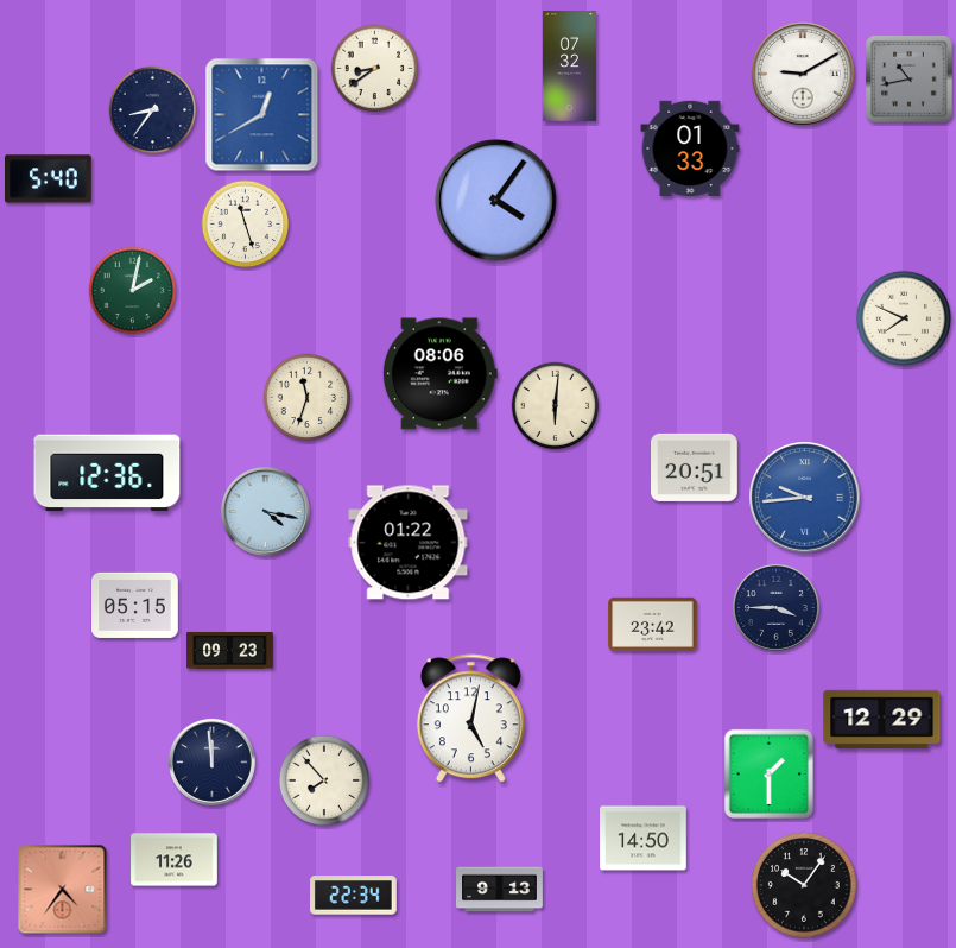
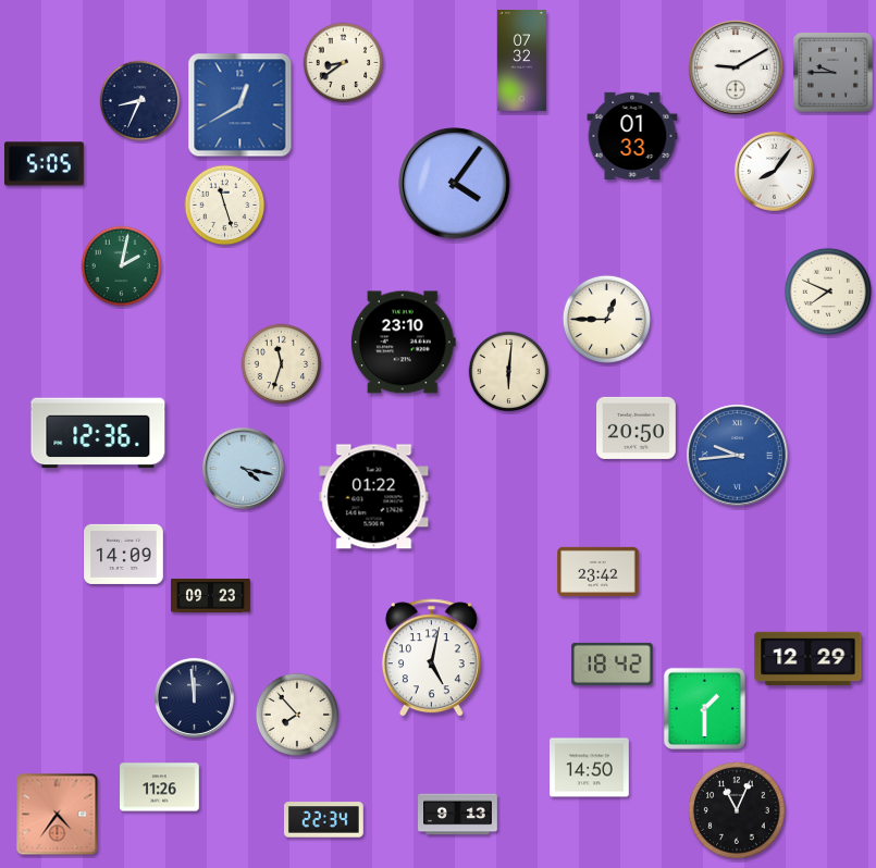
clock at (910, 80): 10:43 -> 9:45
clock at (153, 110): 8:36 -> 8:34
clock at (49, 179): 5:40 -> 5:05
clock at (774, 171): none -> 8:06
clock at (606, 319): none -> 12:45
clock at (439, 374): 08:06 -> 23:10
clock at (695, 467): 20:51 -> 20:50
clock at (135, 605): 05:15 -> 14:09
clock at (775, 607): 3:45 -> none
clock at (613, 664): none -> 18:42
clock at (805, 886): 10:06 -> 11:04
